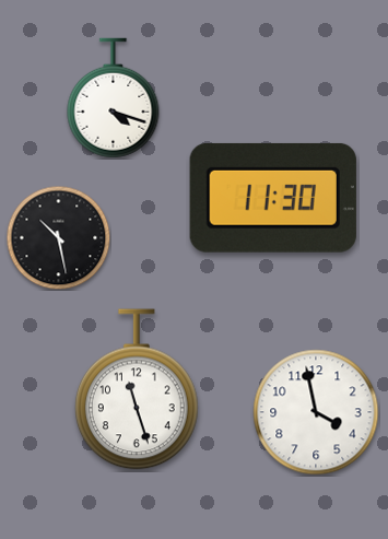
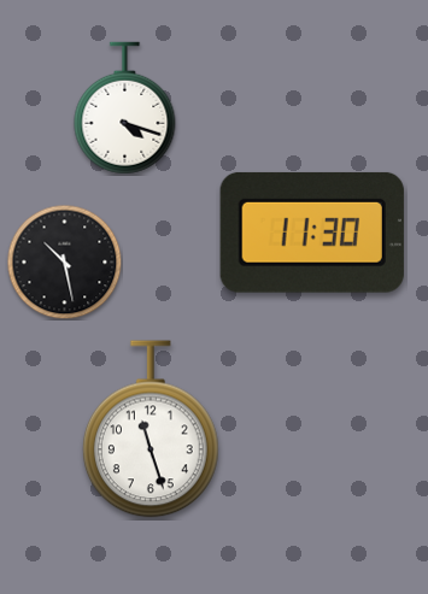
clock at (273, 198) position: (273, 198) -> (312, 233)
clock at (316, 412): 3:58 -> none
